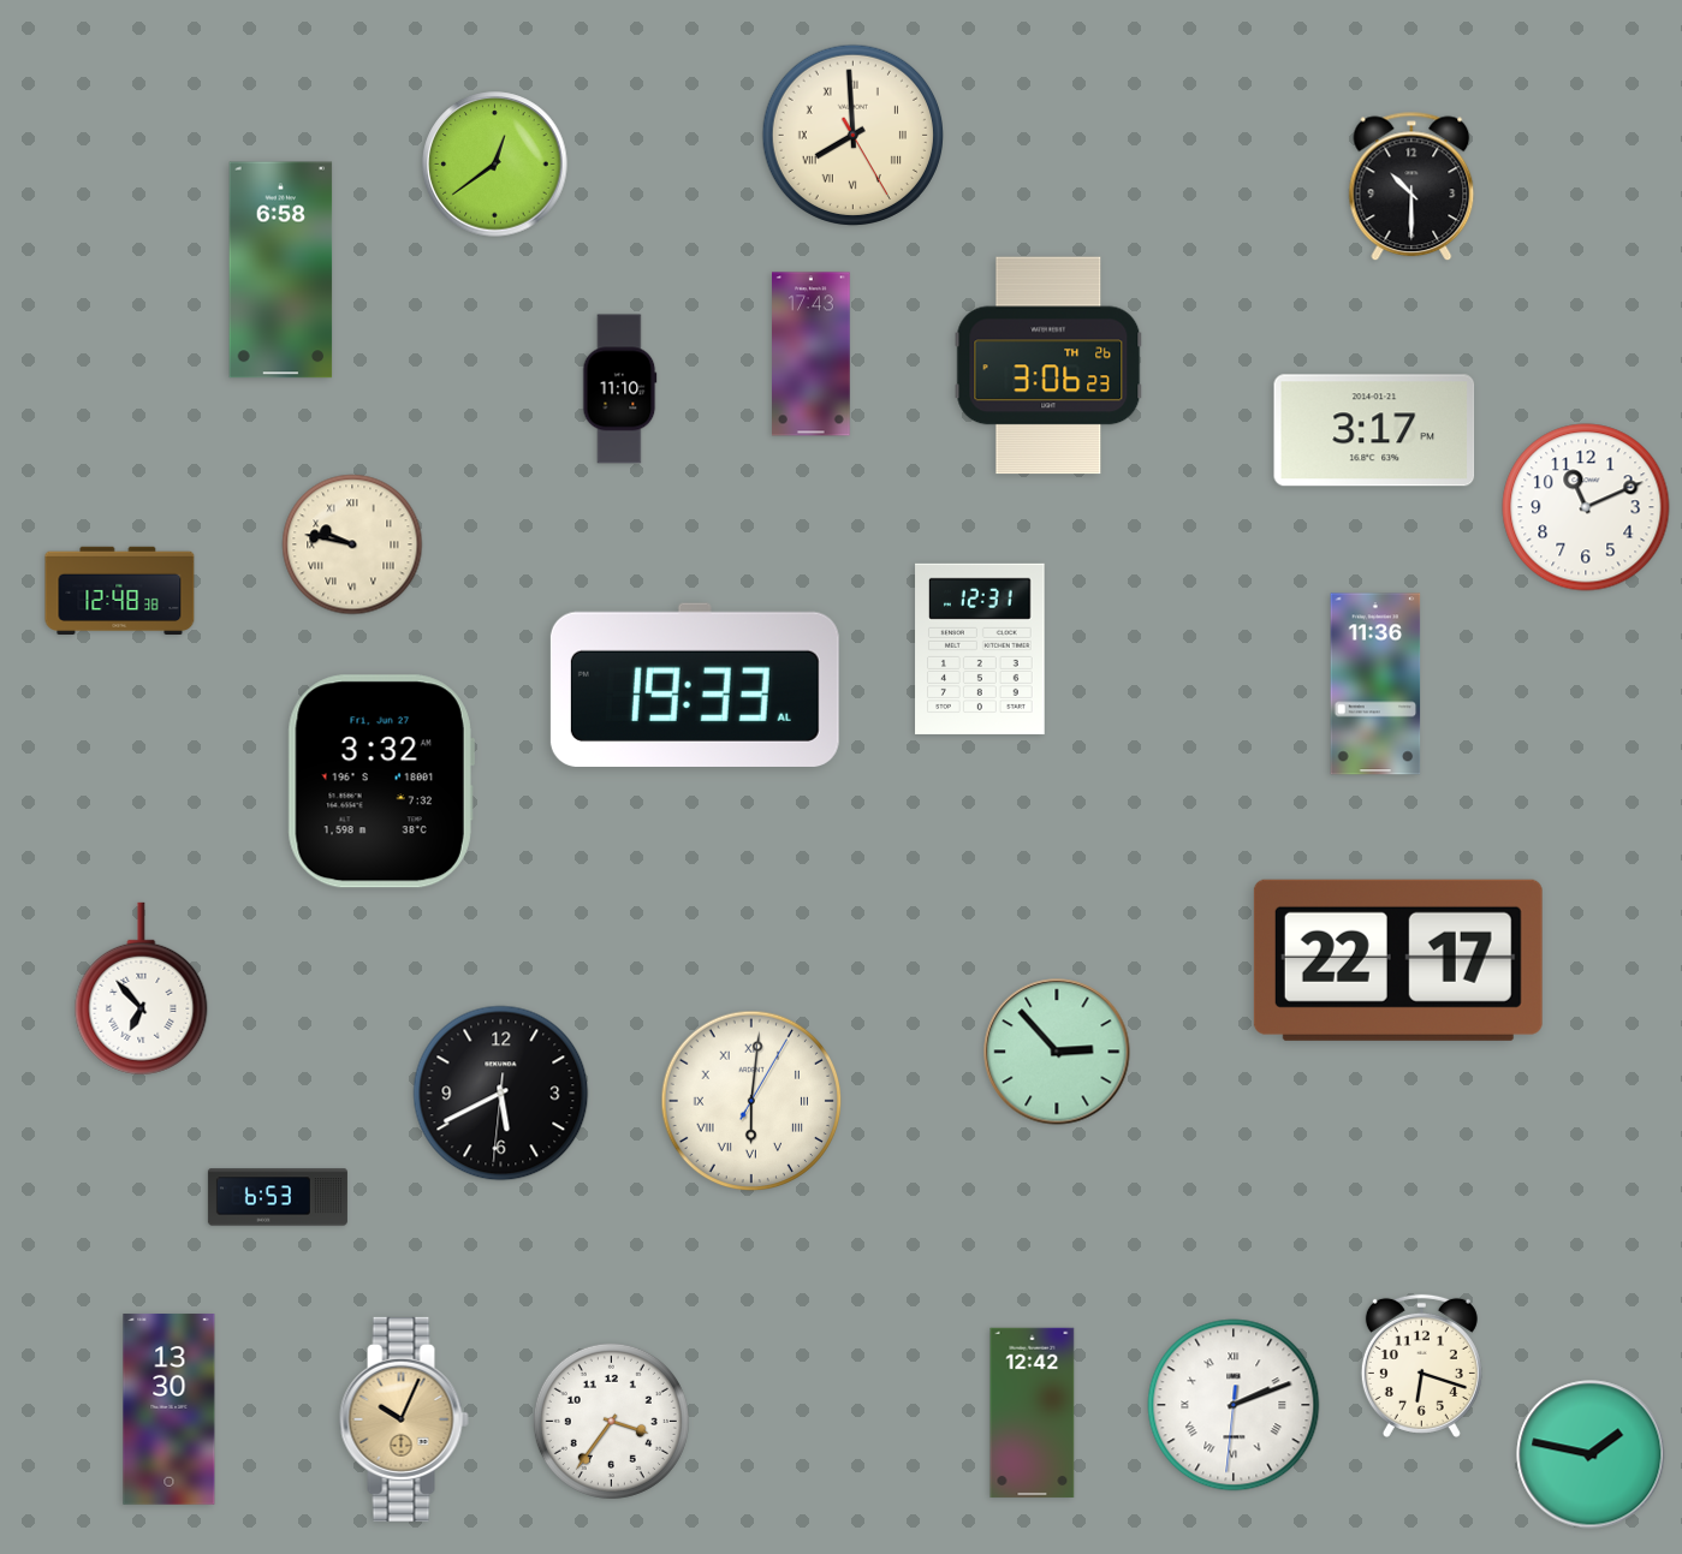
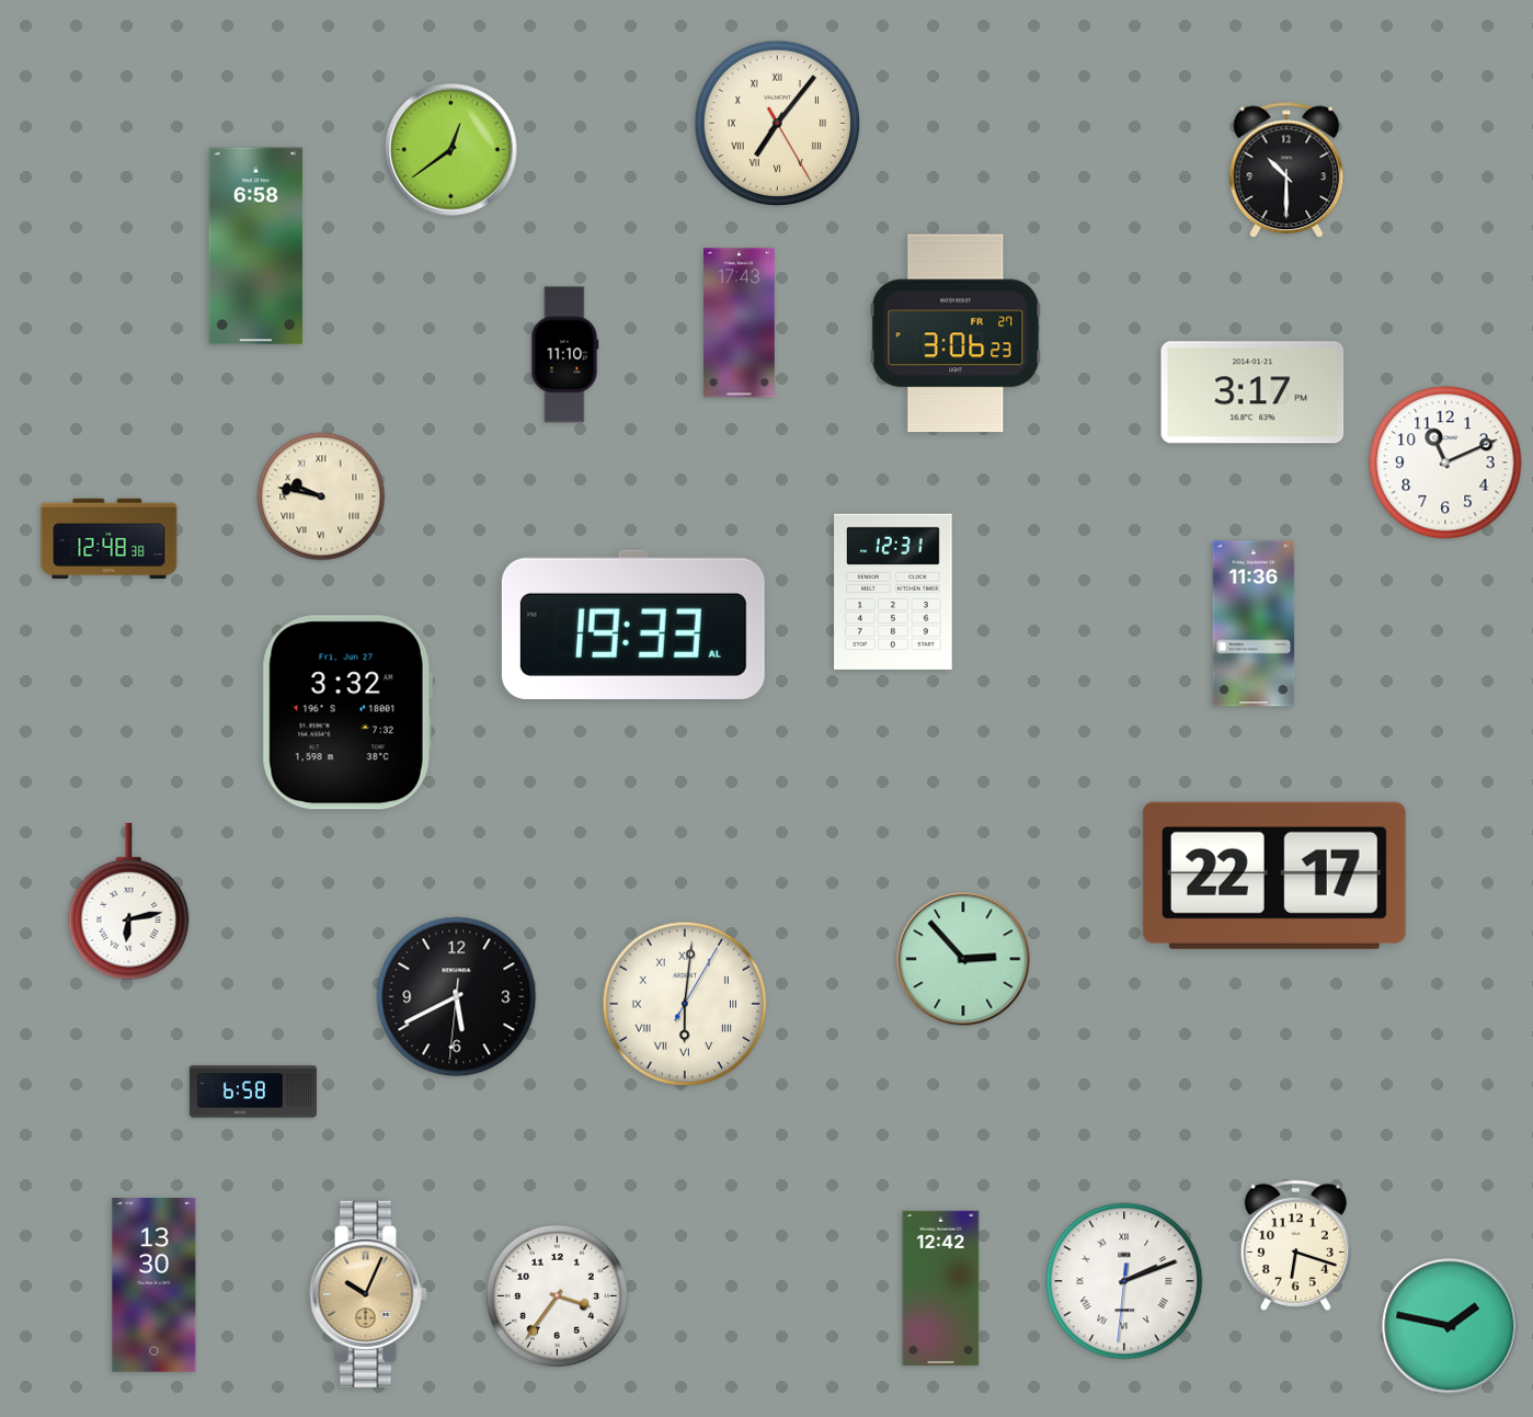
clock at (852, 135): 7:59 -> 7:06
clock at (1048, 365) date: TH 26 -> FR 27
clock at (142, 989): 6:53 -> 6:13
clock at (278, 1197): 6:53 -> 6:58
